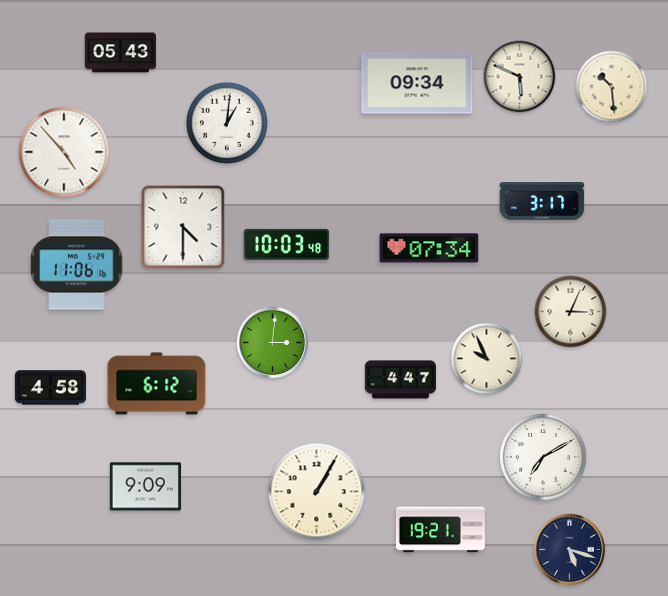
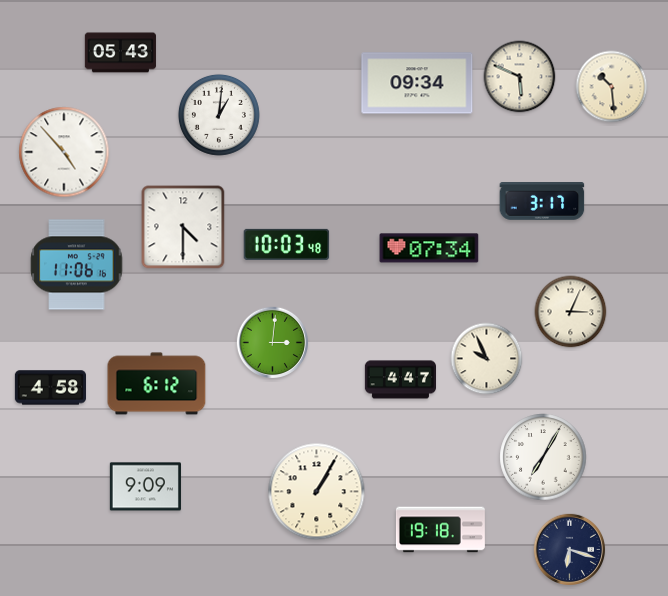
clock at (227, 123) position: (227, 123) -> (219, 115)
clock at (543, 457): 7:10 -> 7:05
clock at (440, 530): 19:21 -> 19:18
clock at (569, 549): 5:18 -> 6:18
